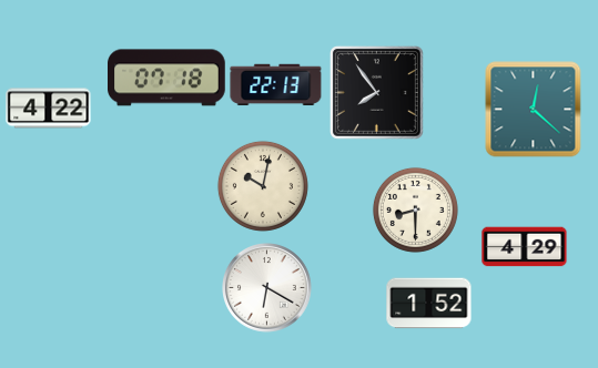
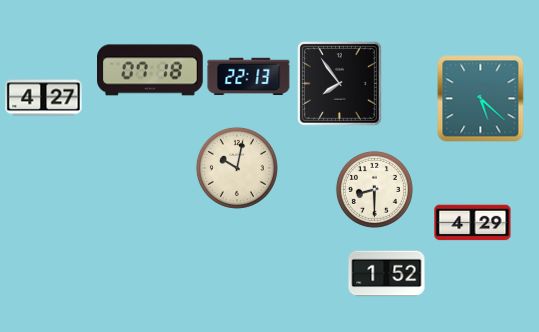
clock at (49, 109): 4:22 -> 4:27
clock at (534, 110): 12:22 -> 5:22
clock at (267, 288): 6:20 -> none
